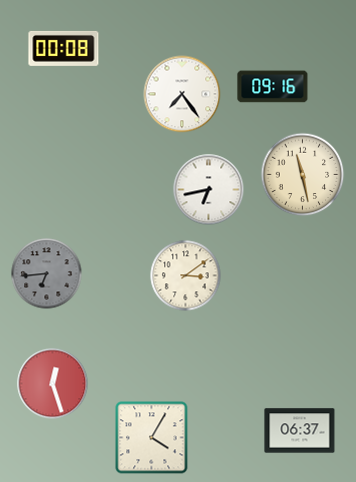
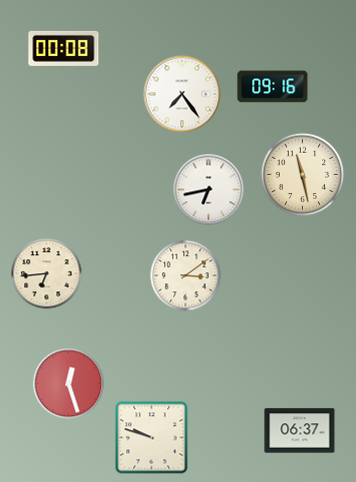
clock at (47, 274) dial: grey -> cream
clock at (53, 384) position: (53, 384) -> (69, 384)
clock at (152, 438): 4:05 -> 9:48
